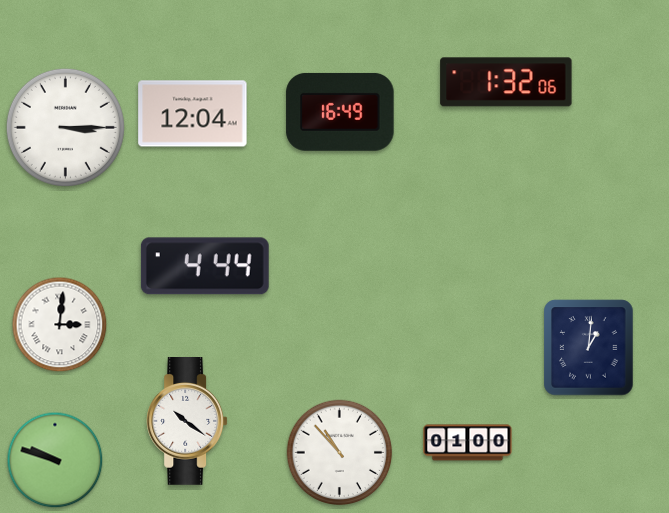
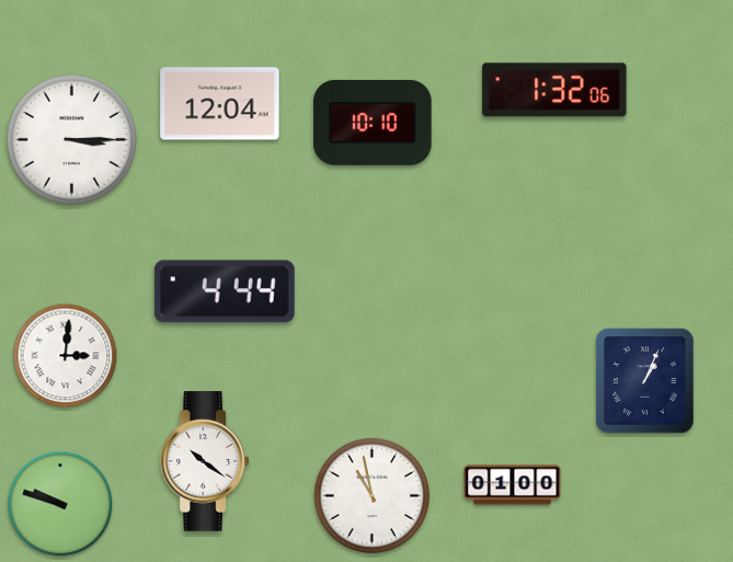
clock at (340, 112): 16:49 -> 10:10
clock at (193, 114) position: (193, 114) -> (220, 104)
clock at (589, 348): 1:01 -> 1:04
clock at (340, 453): 10:53 -> 10:58
